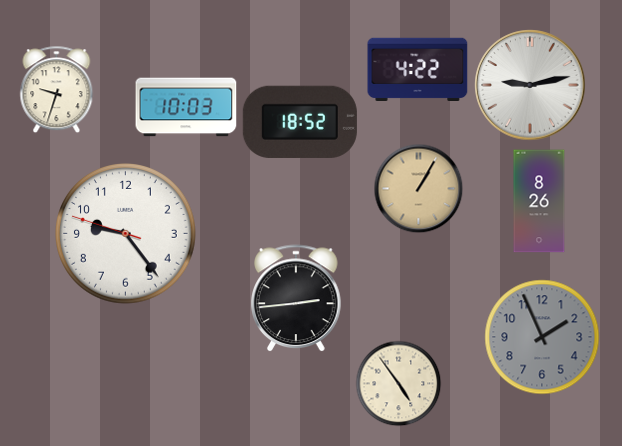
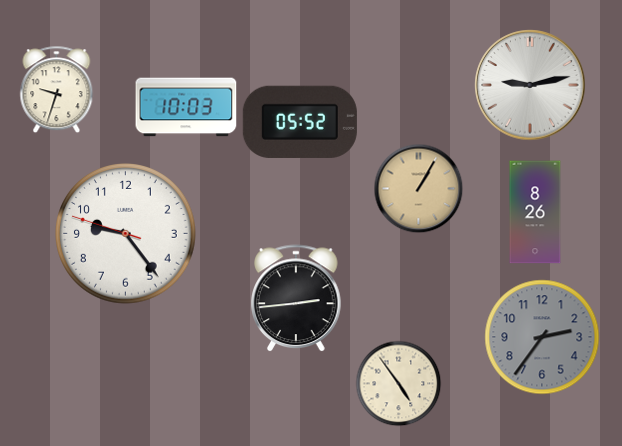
clock at (418, 69): 4:22 -> none
clock at (300, 122): 18:52 -> 05:52
clock at (539, 201) position: (539, 201) -> (535, 212)
clock at (542, 337): 1:56 -> 2:36
